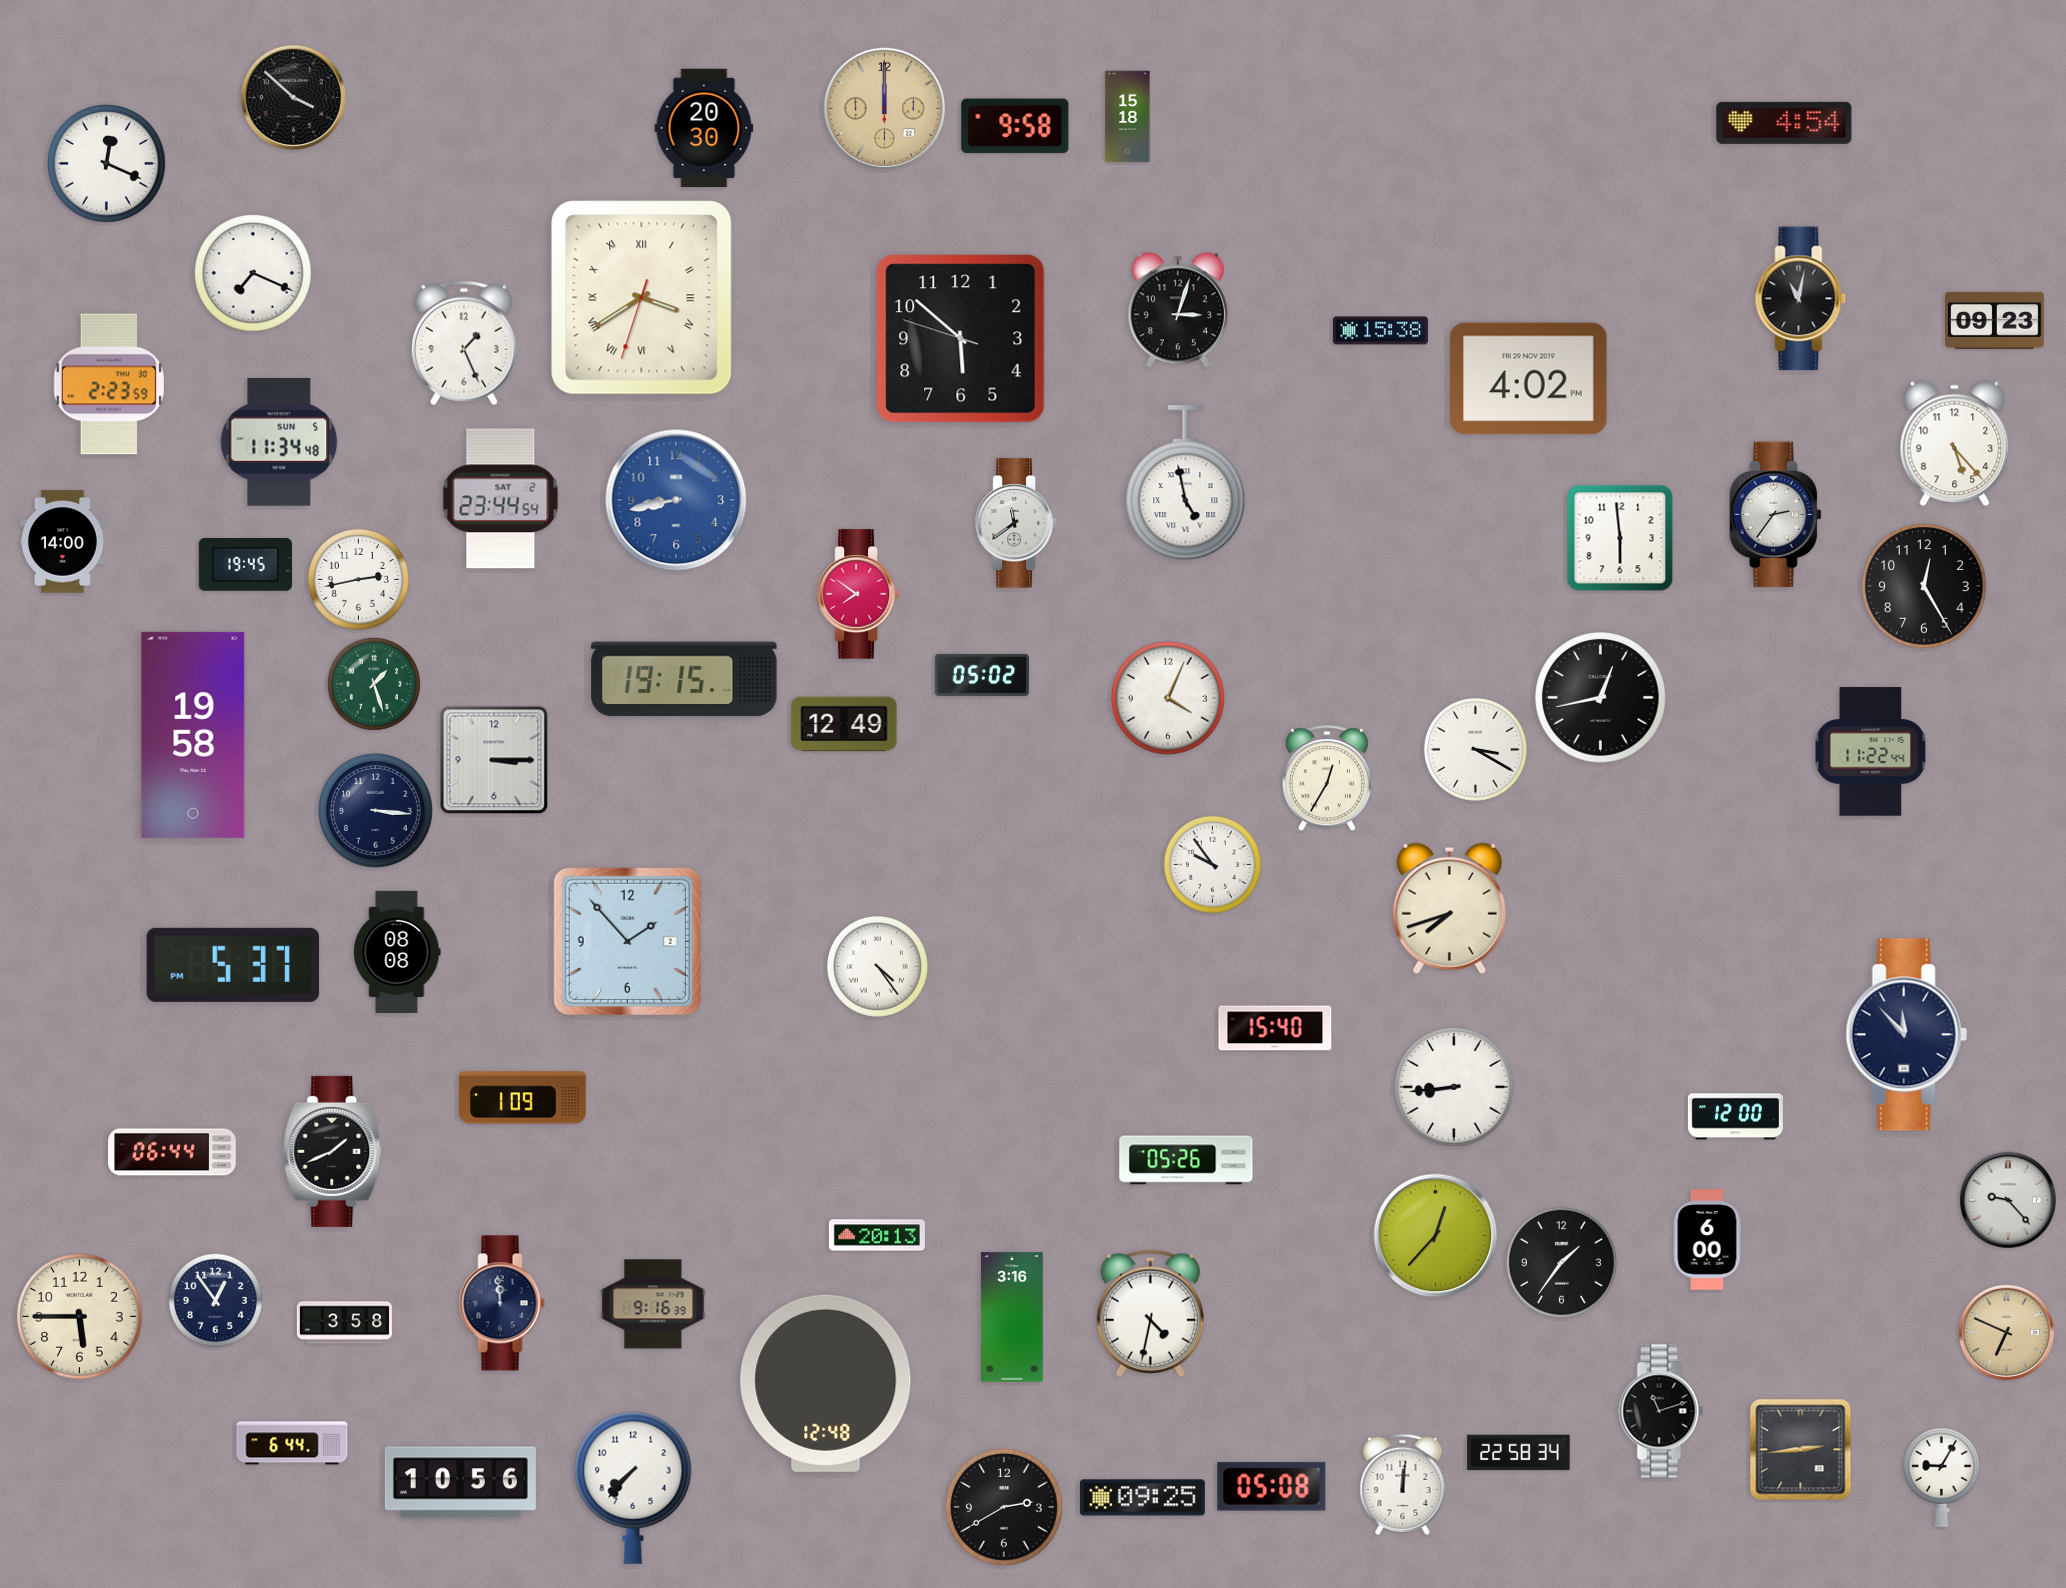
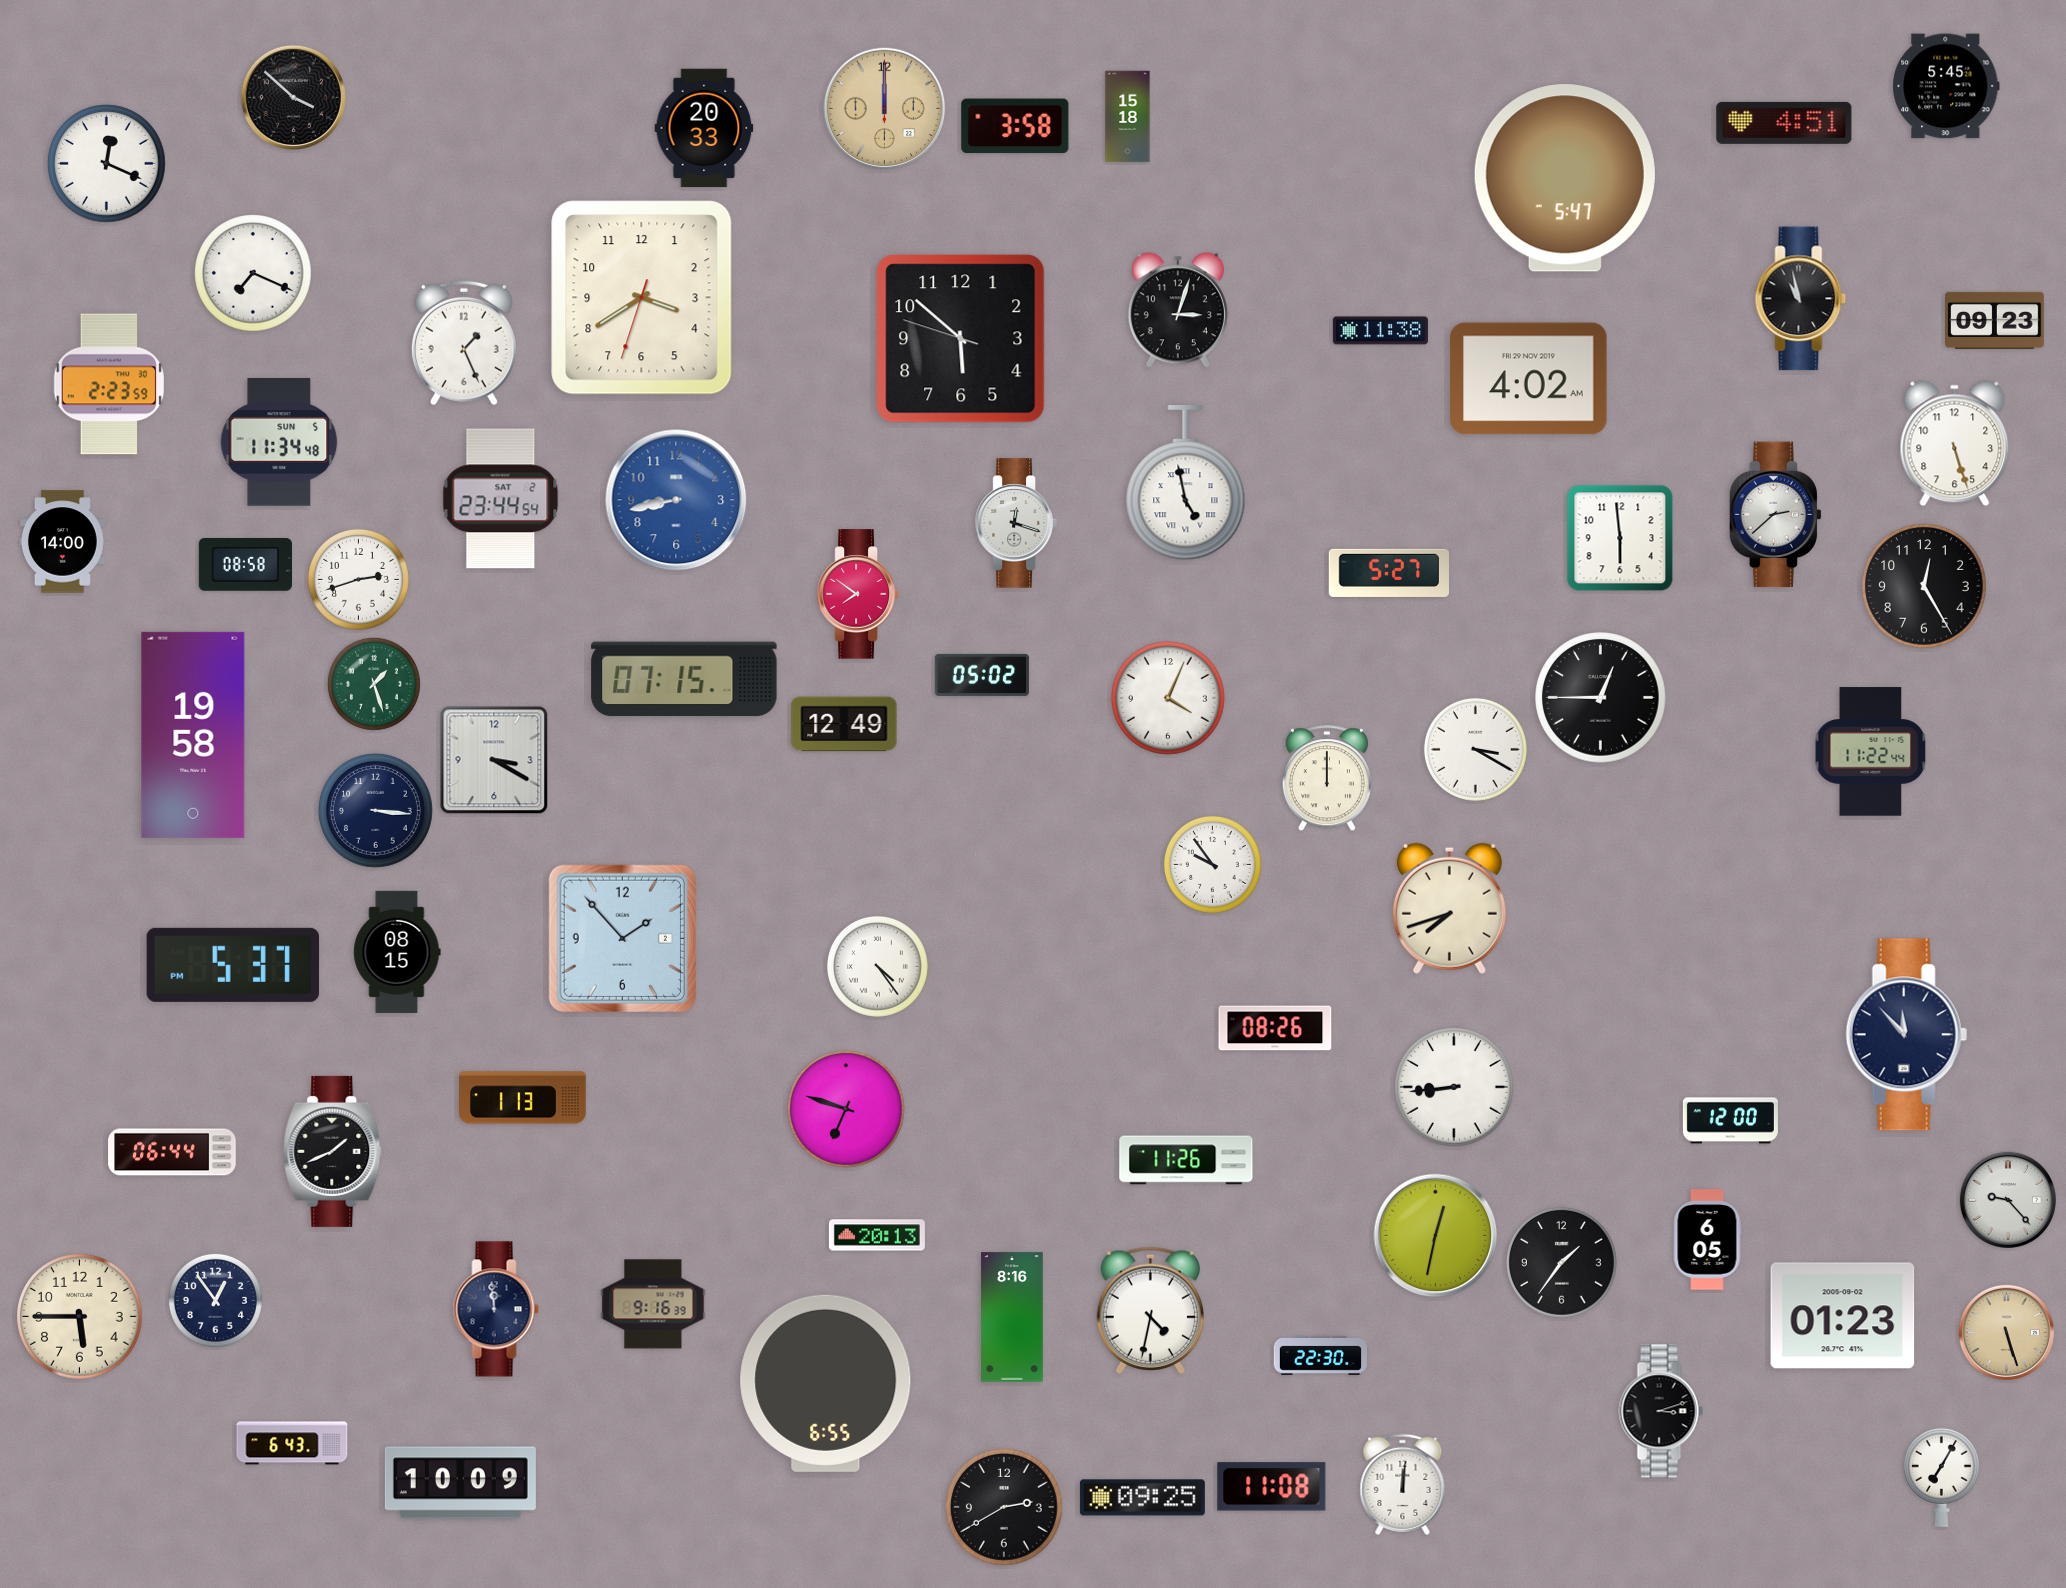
clock at (1946, 86): none -> 5:45
clock at (1784, 123): 4:54 -> 4:51
clock at (1015, 126): 9:58 -> 3:58
clock at (704, 128): 20:30 -> 20:33
clock at (1565, 178): none -> 5:47
clock at (642, 298) numerals: Roman -> Arabic
clock at (1801, 299): 11:02 -> 10:58
clock at (1380, 331): 15:38 -> 11:38
clock at (1529, 379): 4:02 PM -> 4:02 AM
clock at (1955, 444): 5:23 -> 5:27
clock at (1775, 515): 2:36 -> 2:38
clock at (1016, 523): 11:39 -> 12:18
clock at (245, 565): 19:45 -> 08:58
clock at (1388, 573): none -> 5:27
clock at (358, 579): 2:43 -> 2:42
clock at (684, 679): 19:15 -> 07:15
clock at (1601, 698): 12:43 -> 12:45
clock at (494, 760): 3:15 -> 3:20
clock at (1327, 779): 12:35 -> 12:00
clock at (627, 941) position: (627, 941) -> (622, 938)
clock at (397, 952): 08:08 -> 08:15
clock at (1275, 1028): 15:40 -> 08:26
clock at (523, 1098): 1:09 -> 1:13
clock at (847, 1110): none -> 6:48
clock at (1735, 1117) position: (1735, 1117) -> (1730, 1121)
clock at (1186, 1160): 05:26 -> 11:26
clock at (1436, 1236): 12:37 -> 12:32
clock at (1707, 1240): 6:00 -> 6:05
clock at (502, 1303) position: (502, 1303) -> (496, 1309)
clock at (1150, 1313) position: (1150, 1313) -> (1150, 1310)
clock at (1843, 1316): none -> 01:23
clock at (1012, 1317): 3:16 -> 8:16
clock at (344, 1323): 3:58 -> none
clock at (2006, 1332): 6:49 -> 5:27
clock at (1320, 1355): none -> 22:30
clock at (826, 1383): 12:48 -> 6:55
clock at (1661, 1411): 11:12 -> 3:12
clock at (292, 1443): 6:44 -> 6:43
clock at (1801, 1450): 2:44 -> none
clock at (1519, 1453): 22:58 -> none
clock at (1941, 1477): 9:05 -> 7:05
clock at (460, 1483): 10:56 -> 10:09
clock at (1272, 1487): 05:08 -> 11:08
clock at (633, 1488): 7:37 -> none
